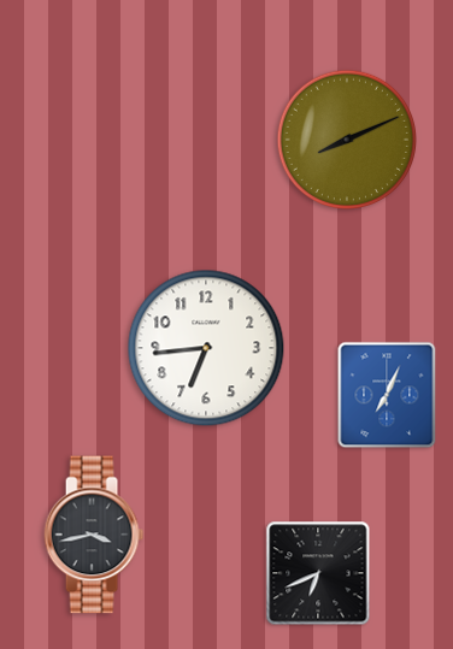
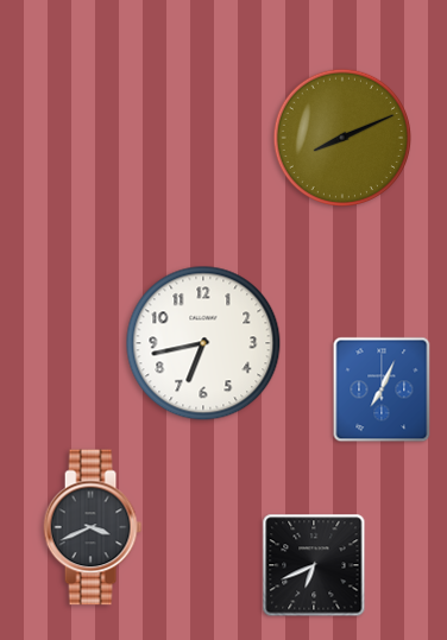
clock at (206, 348): 6:44 -> 6:43
clock at (94, 535): 3:43 -> 3:41
